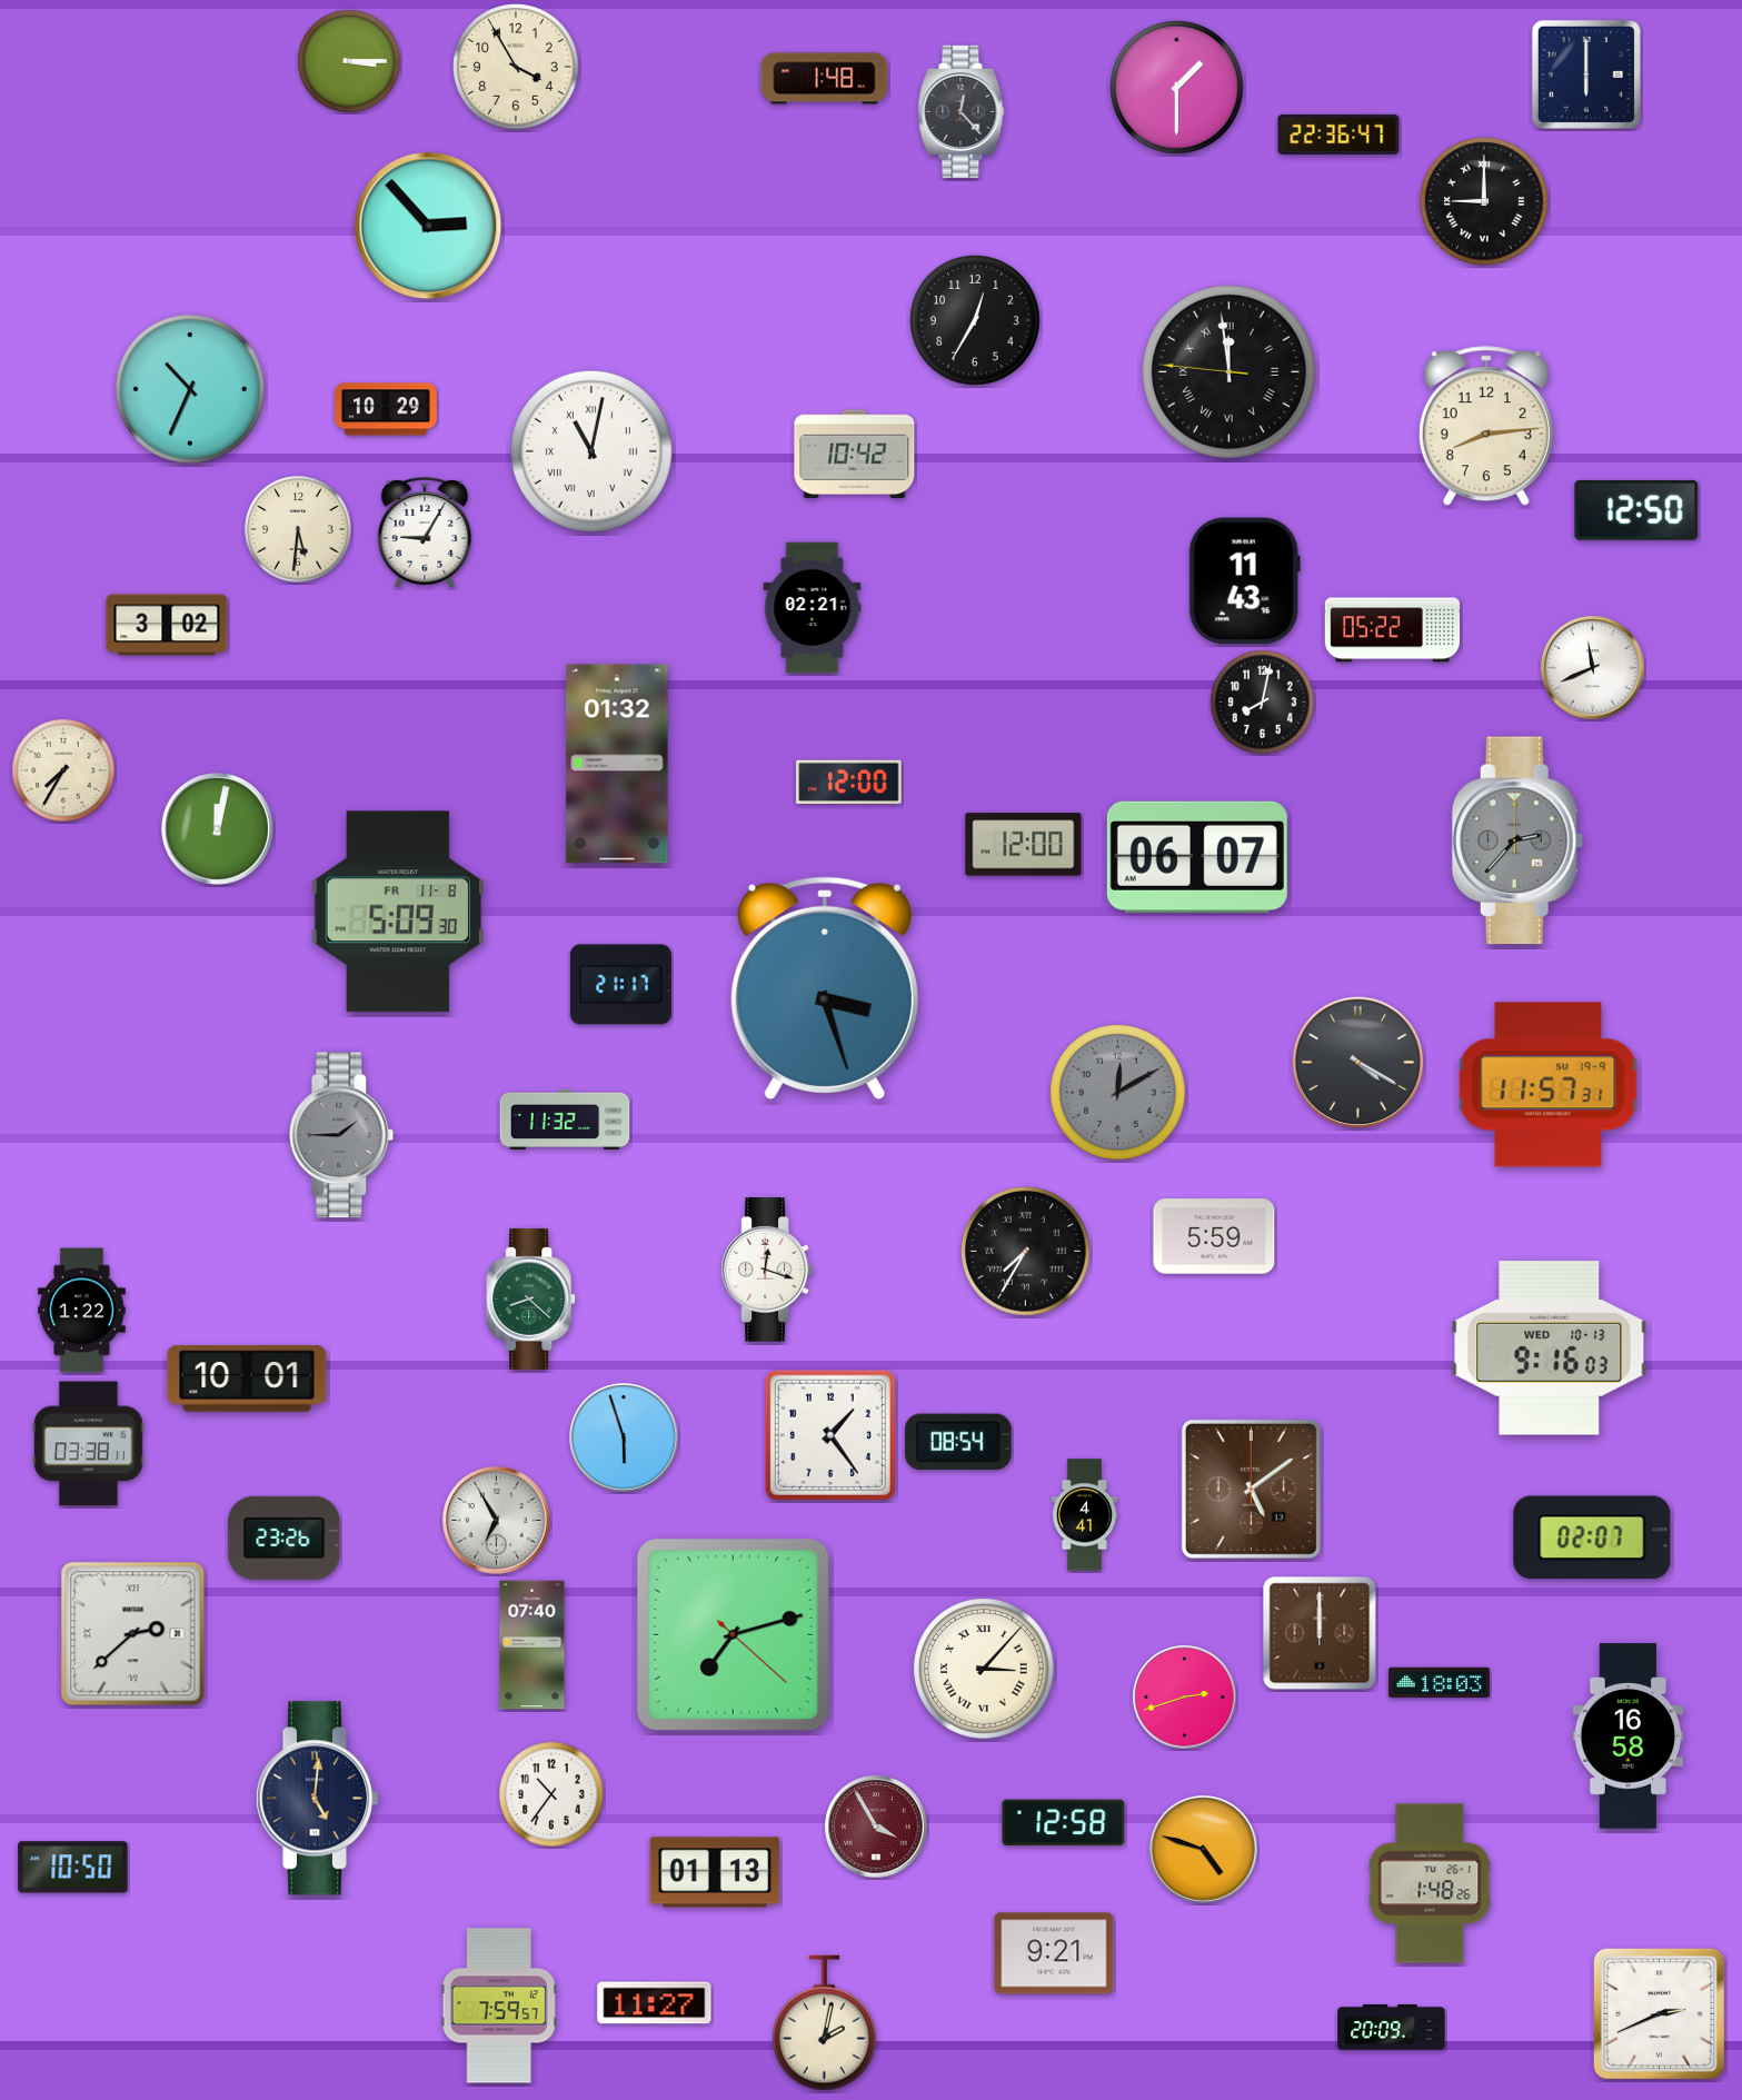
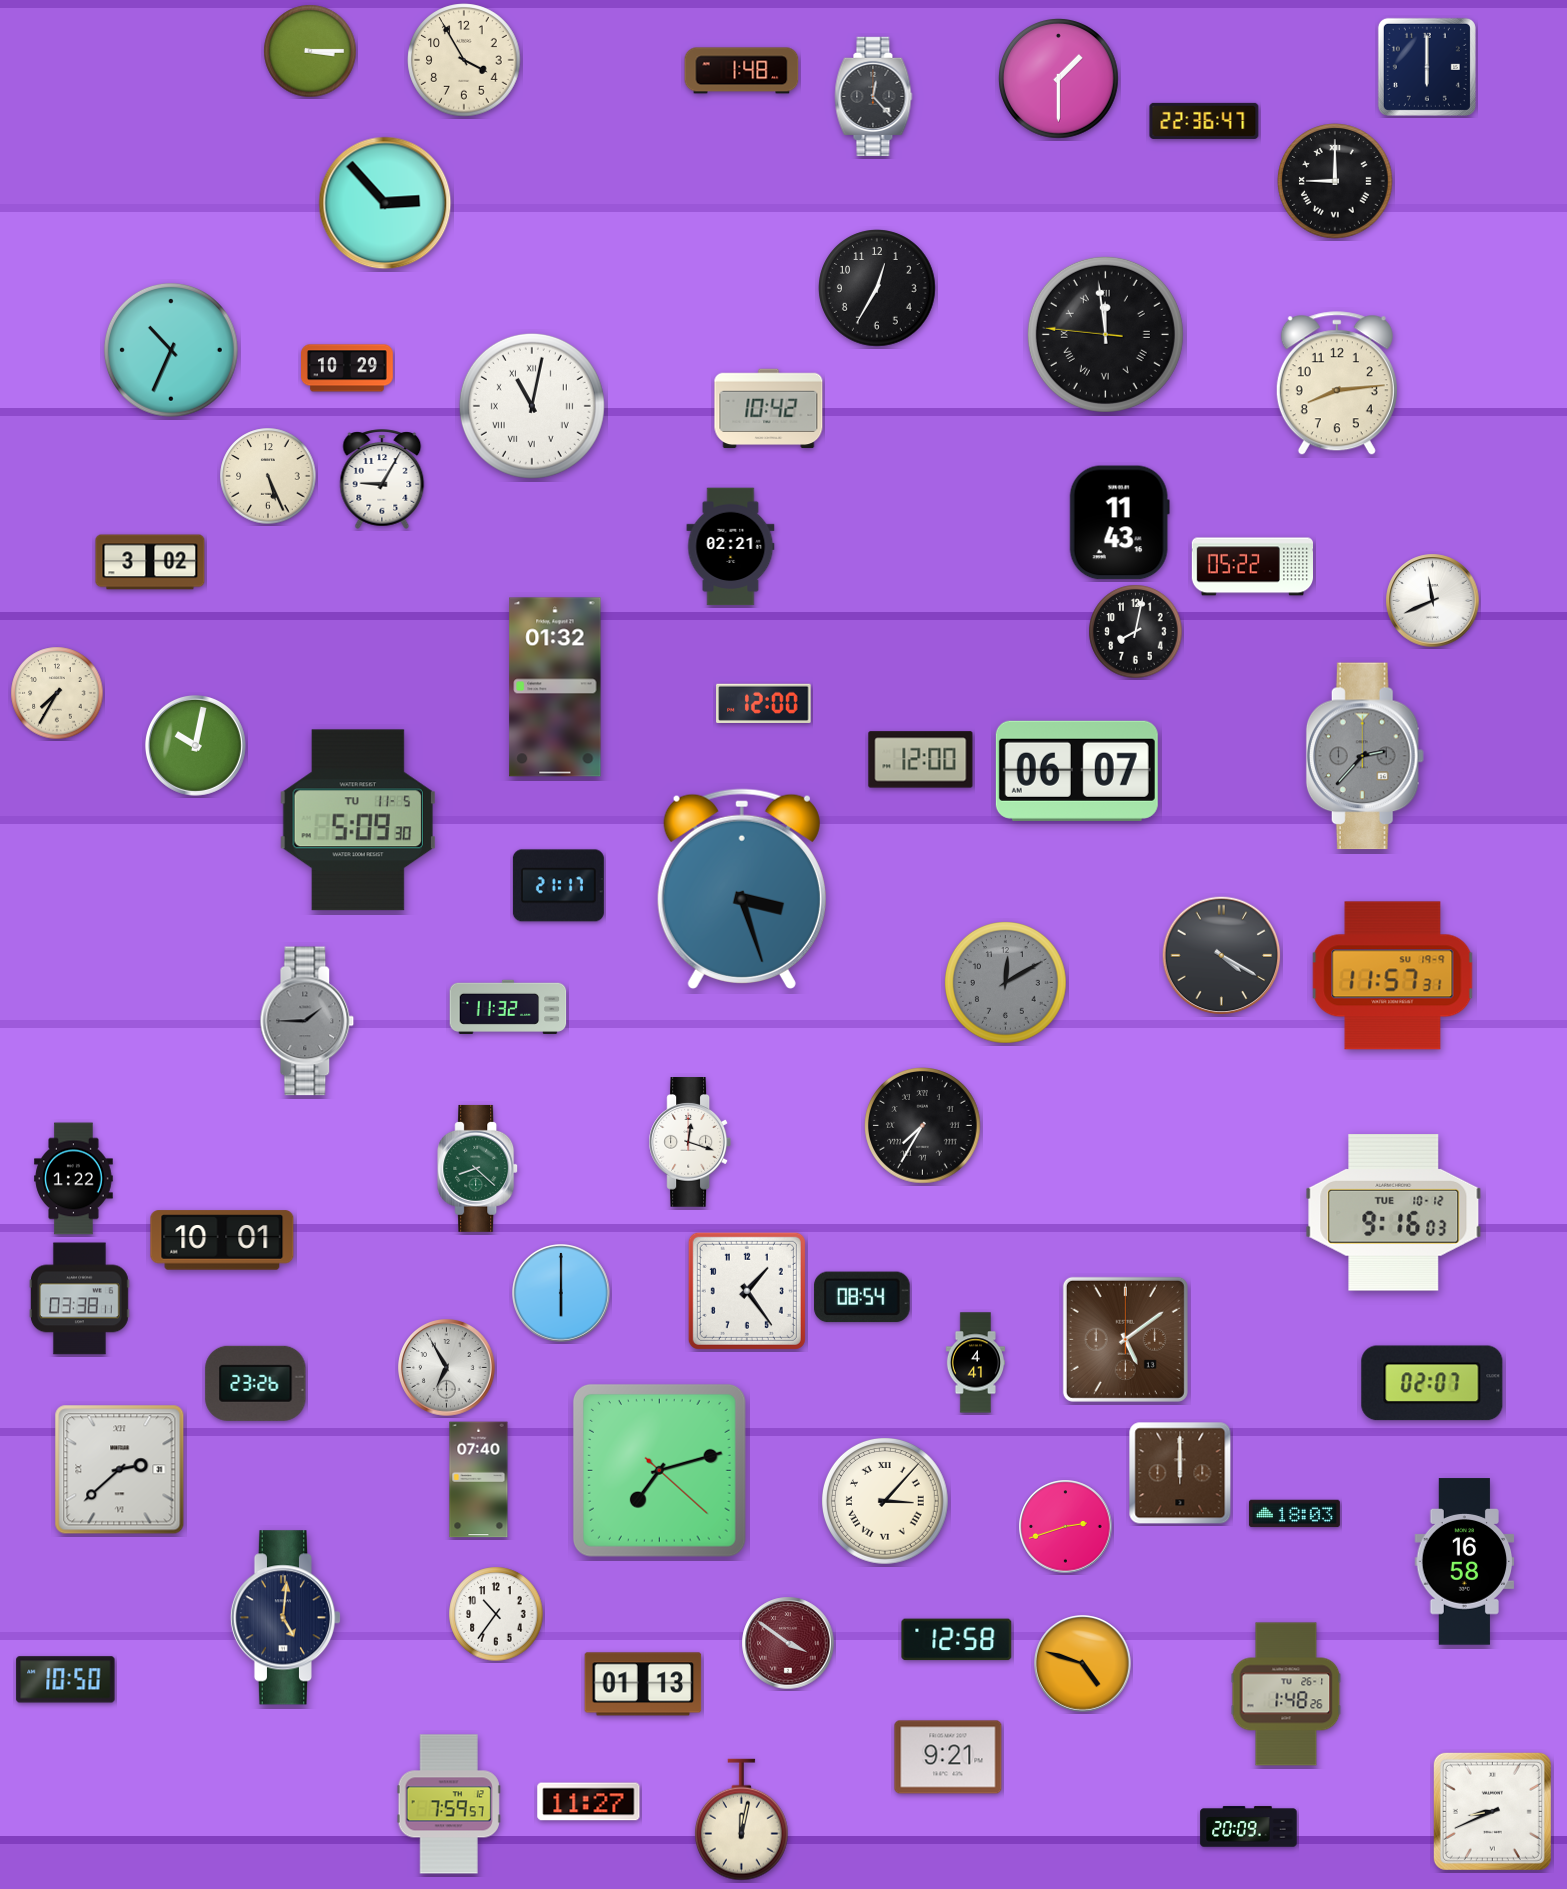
clock at (349, 61) position: (349, 61) -> (310, 51)
clock at (962, 112) position: (962, 112) -> (874, 97)
clock at (1636, 510): 12:50 -> none
clock at (298, 529): 5:31 -> 5:26
clock at (217, 828): 12:02 -> 10:02
clock at (398, 912) date: FR 11-8 -> TU 11-5
clock at (1214, 1236): 5:59 -> none
clock at (1550, 1348) date: WED 10-13 -> TUE 10-12
clock at (625, 1439): 5:57 -> 6:00
clock at (1320, 1633) position: (1320, 1633) -> (1180, 1473)
clock at (876, 1827): 3:55 -> 3:51
clock at (1659, 2013): 2:41 -> 8:41
clock at (824, 2023): 2:02 -> 12:02
clock at (1392, 2028) position: (1392, 2028) -> (1249, 1827)
